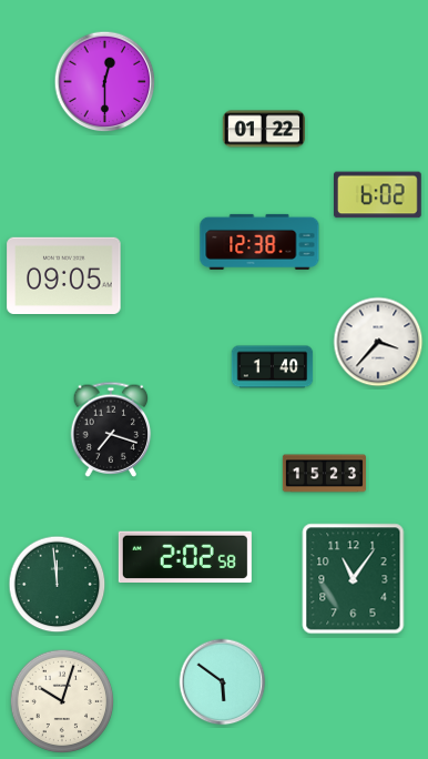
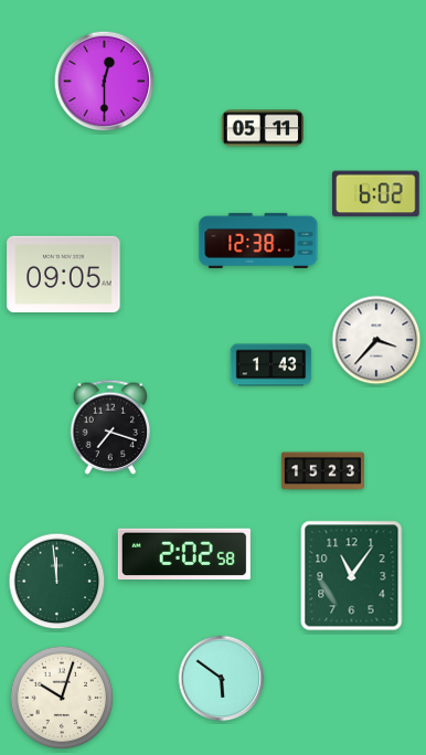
clock at (264, 129): 01:22 -> 05:11
clock at (273, 367): 1:40 -> 1:43
